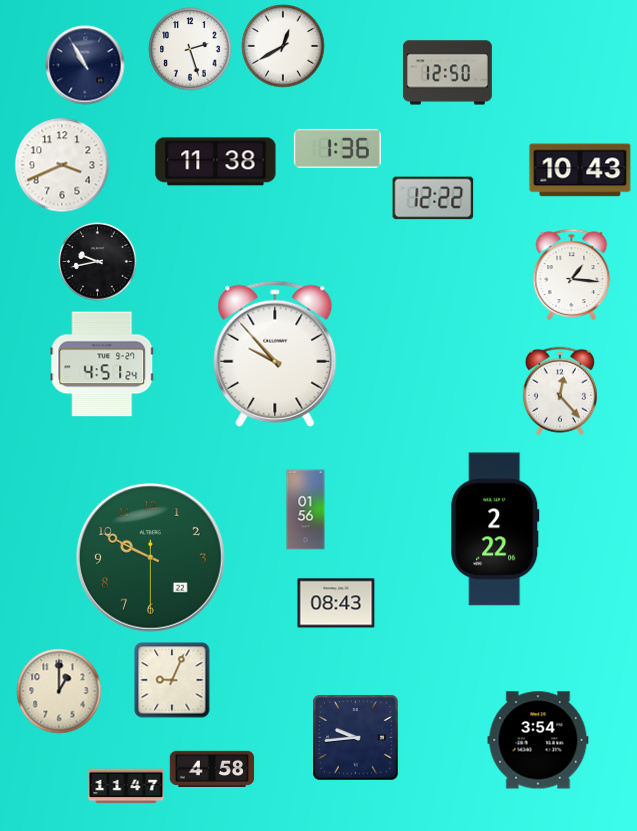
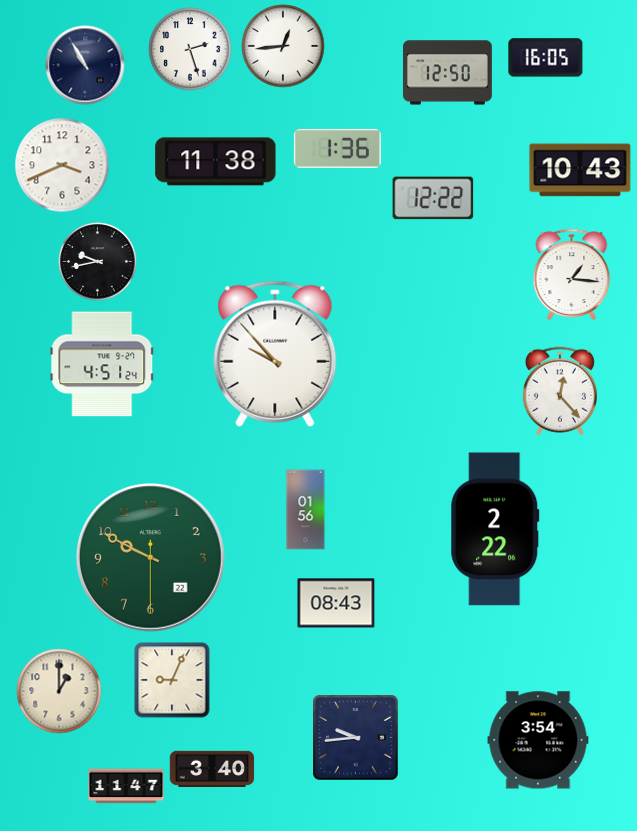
clock at (283, 46): 12:40 -> 12:44
clock at (546, 58): none -> 16:05
clock at (212, 768): 4:58 -> 3:40
